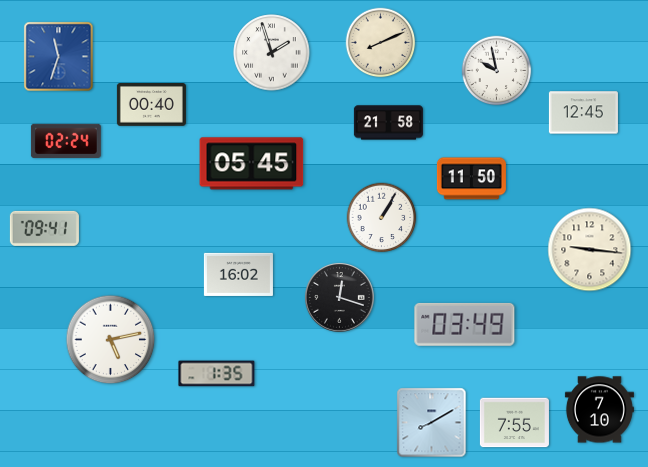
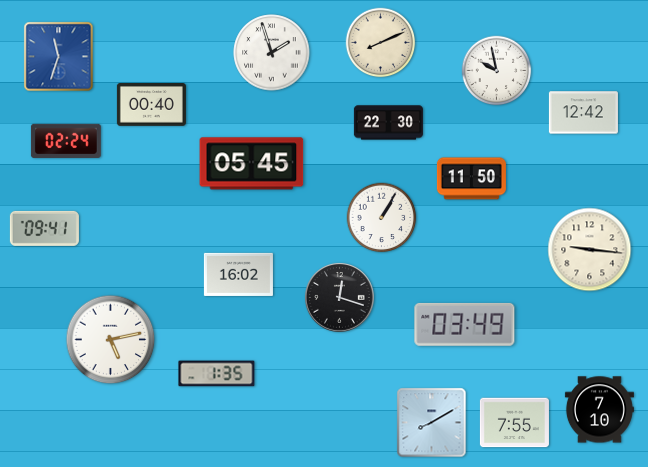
clock at (583, 113): 12:45 -> 12:42
clock at (388, 123): 21:58 -> 22:30
